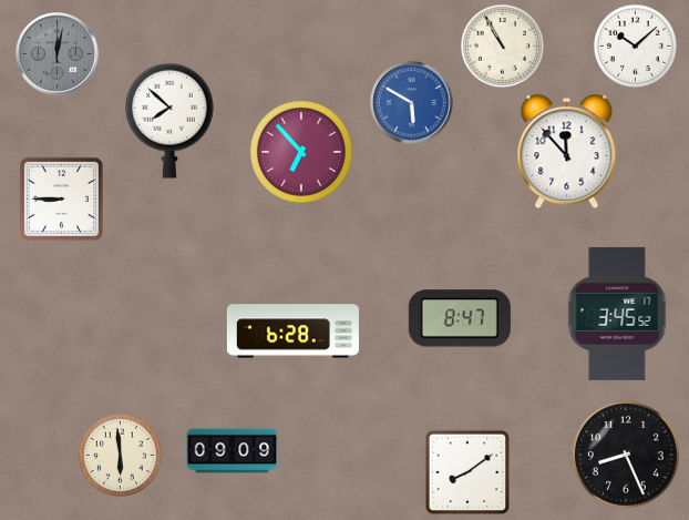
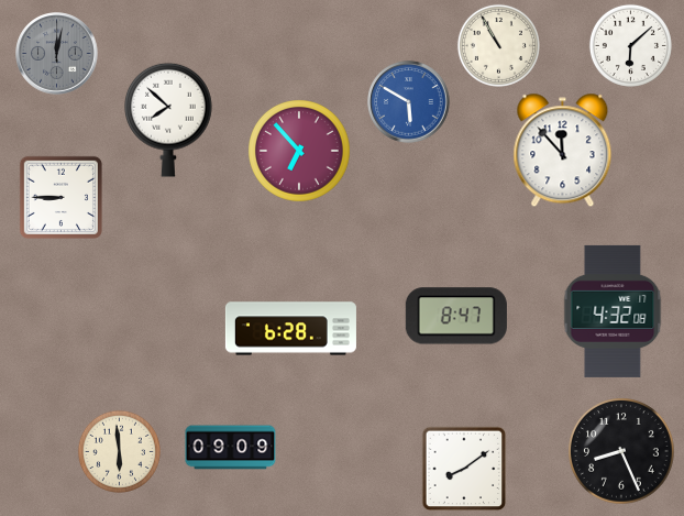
clock at (635, 45): 10:08 -> 6:08
clock at (617, 314): 3:45 -> 4:32
